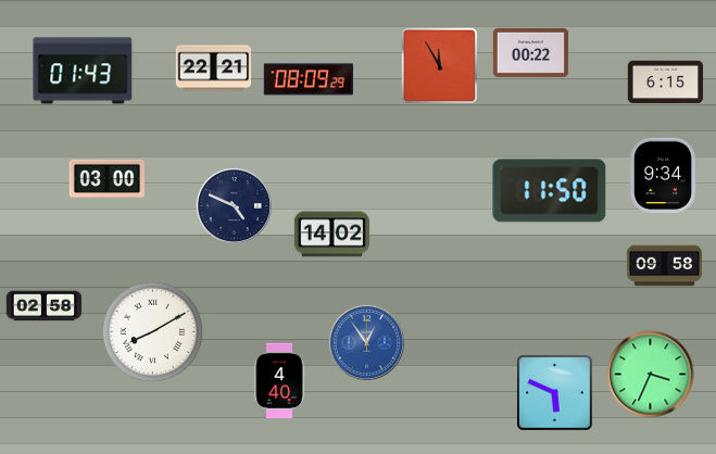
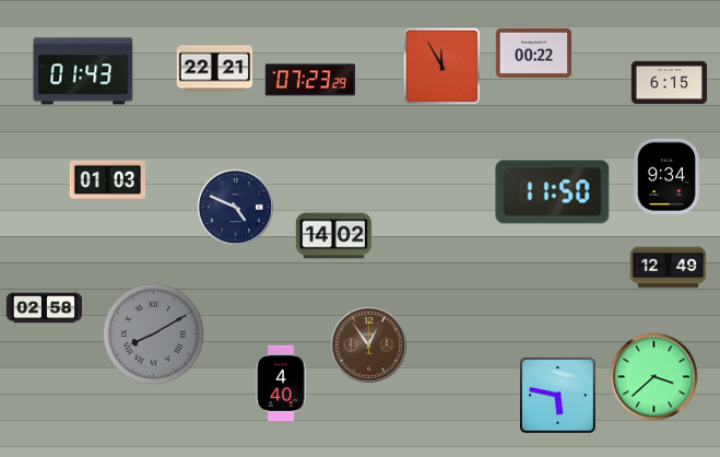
clock at (307, 79): 08:09 -> 07:23
clock at (106, 178): 03:00 -> 01:03
clock at (665, 266): 09:58 -> 12:49
clock at (153, 332) dial: white -> grey
clock at (366, 342) dial: blue -> brown
clock at (651, 375): 3:34 -> 3:38
clock at (555, 393): 5:49 -> 5:47
